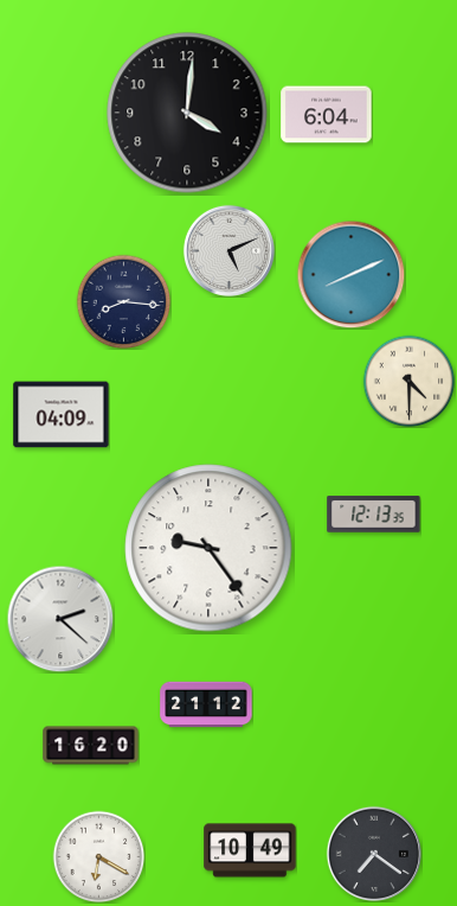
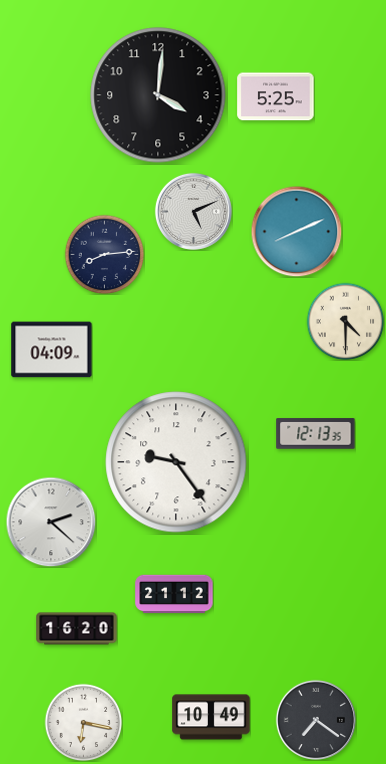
clock at (327, 115): 6:04 -> 5:25
clock at (123, 301): 8:16 -> 8:14
clock at (98, 856): 6:20 -> 6:17
